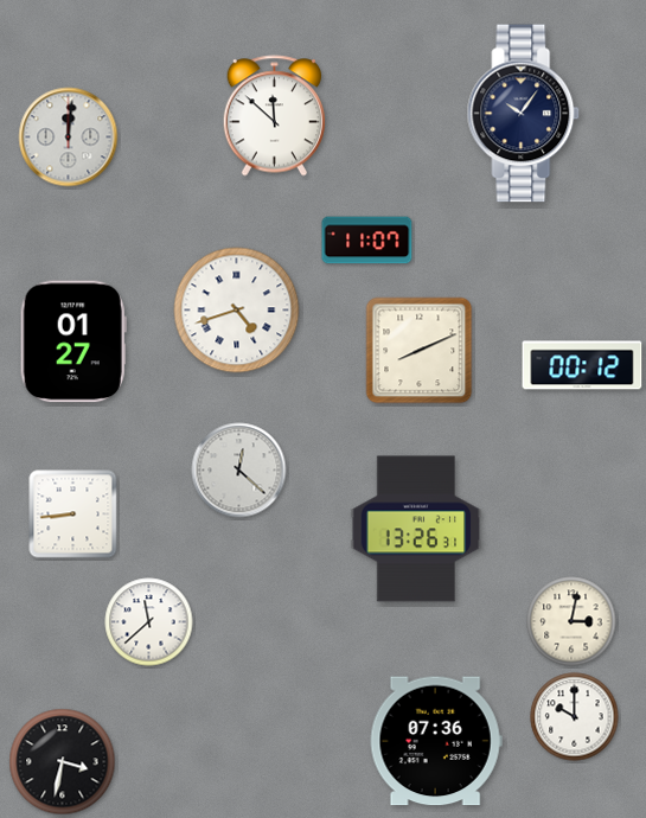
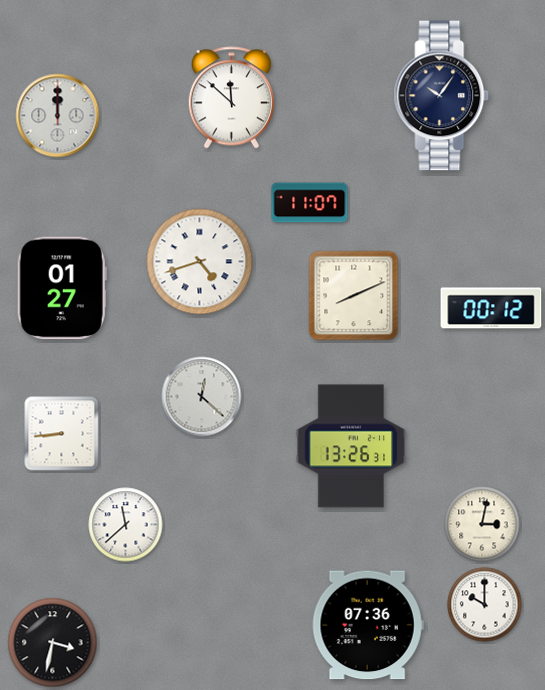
clock at (69, 138): 12:01 -> 12:00
